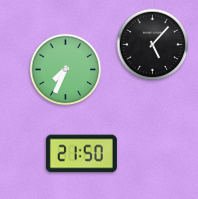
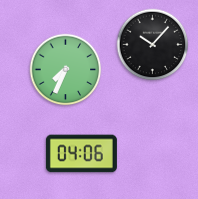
clock at (153, 45): 5:07 -> 10:07
clock at (81, 154): 21:50 -> 04:06
